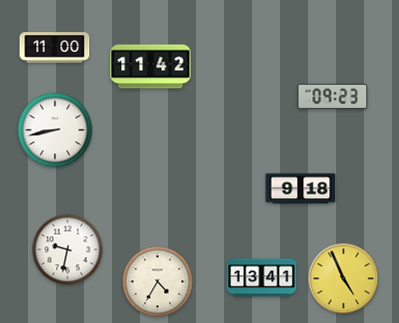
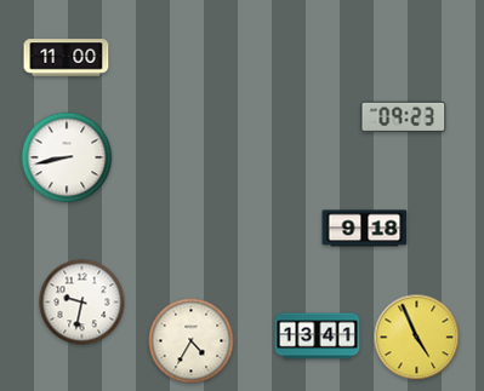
clock at (151, 67): 11:42 -> none
